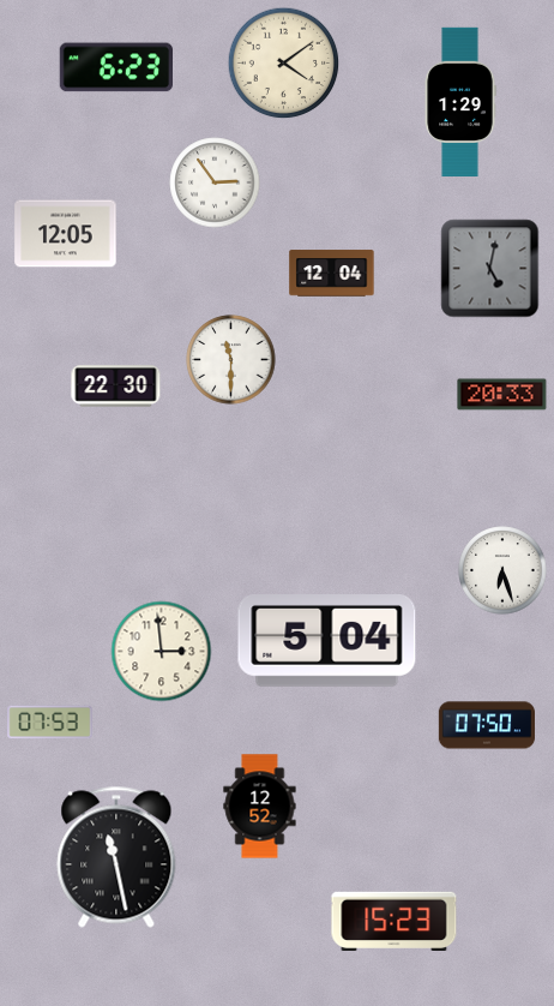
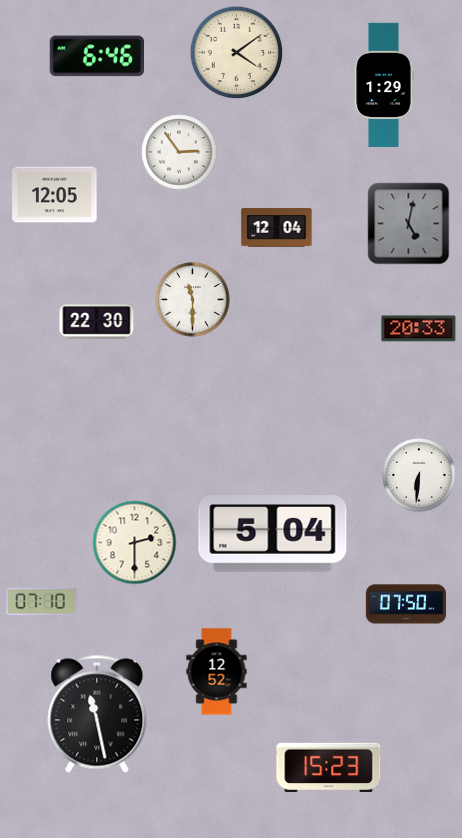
clock at (115, 67): 6:23 -> 6:46
clock at (502, 570): 6:27 -> 6:31
clock at (162, 652): 2:59 -> 2:30
clock at (50, 723): 07:53 -> 07:10
